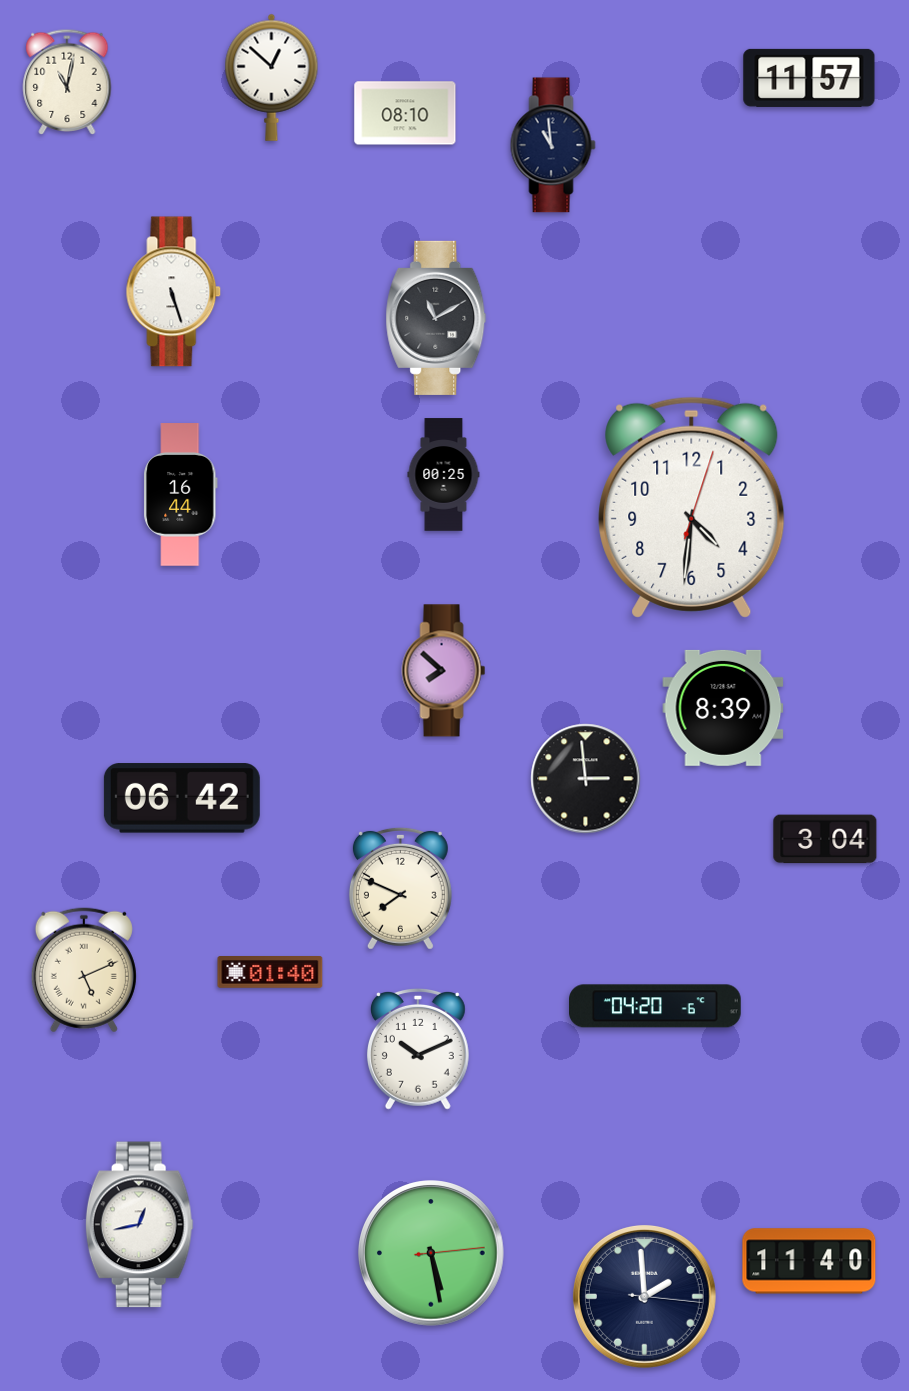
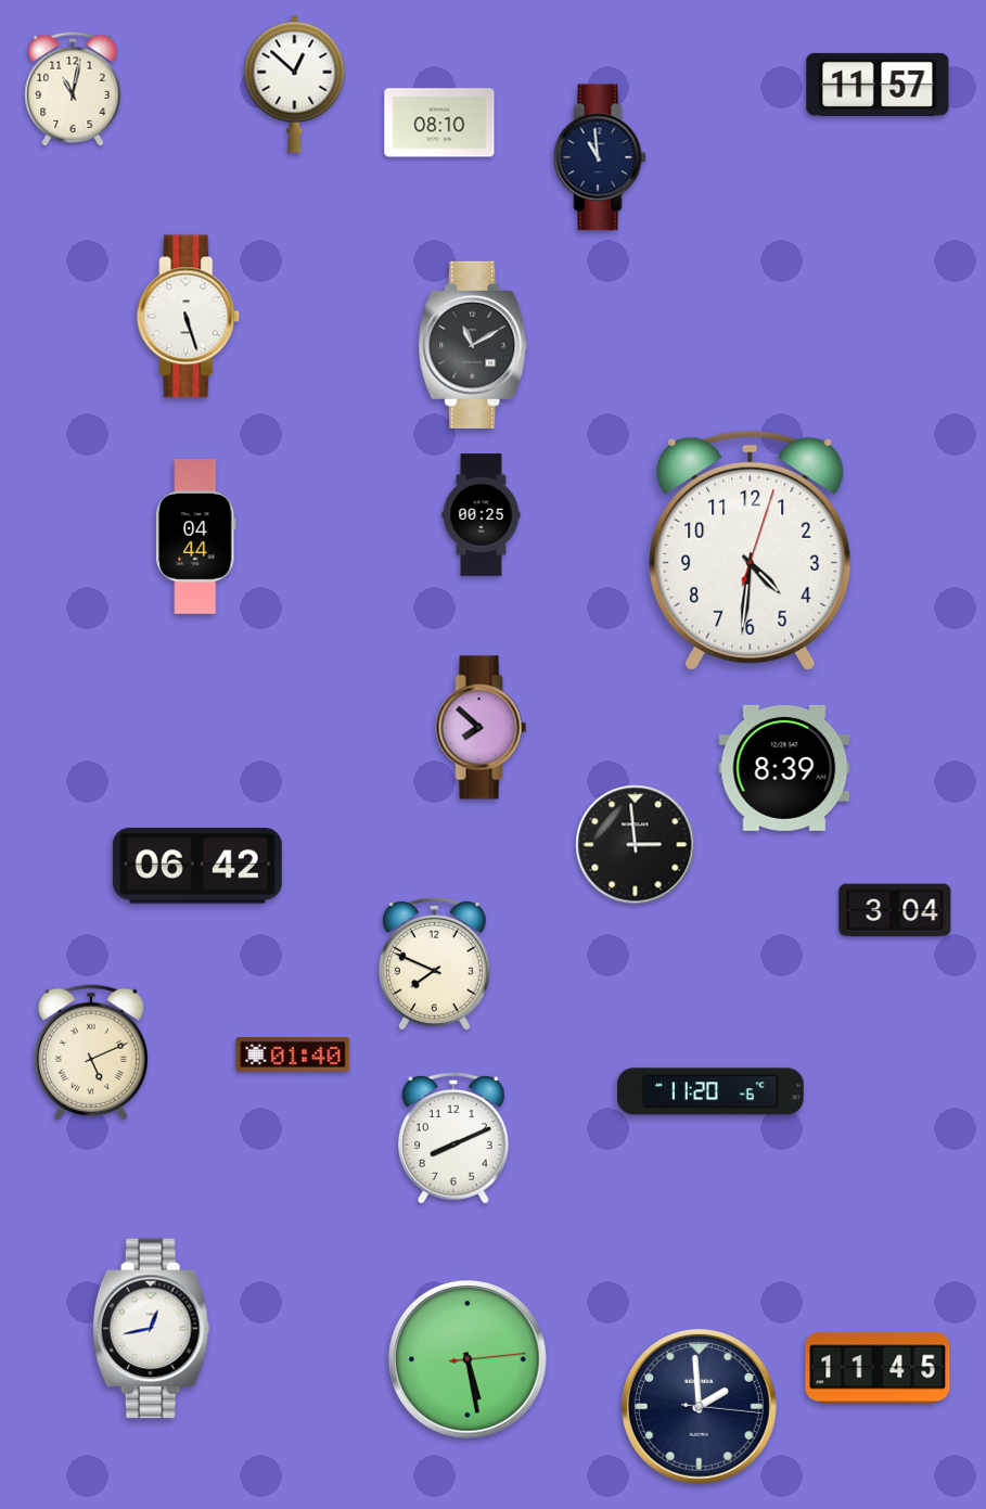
clock at (181, 495): 16:44 -> 04:44
clock at (656, 1006): 04:20 -> 11:20
clock at (418, 1049): 10:11 -> 8:11
clock at (809, 1261): 11:40 -> 11:45
